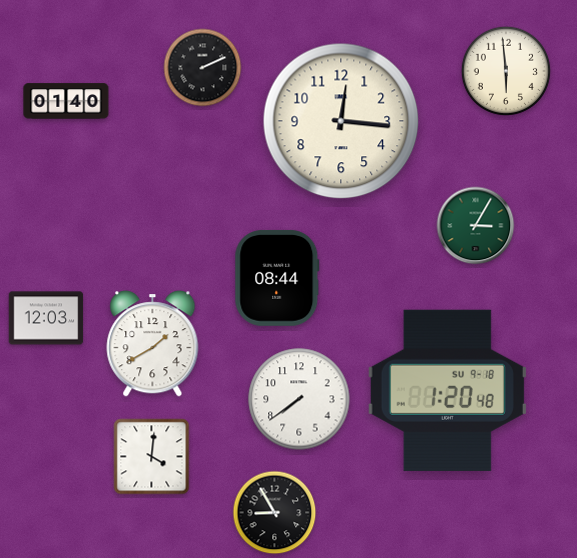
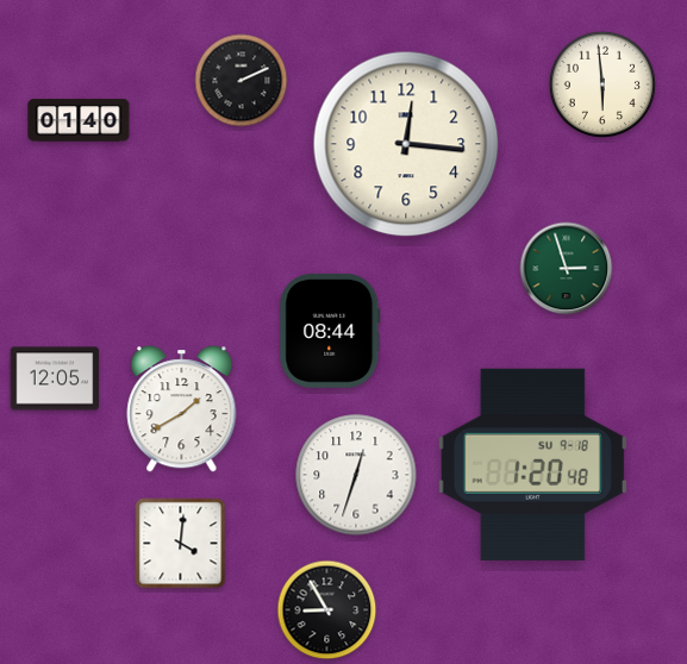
clock at (476, 226): 3:05 -> 2:57
clock at (46, 318): 12:03 -> 12:05
clock at (299, 399): 7:39 -> 12:33
